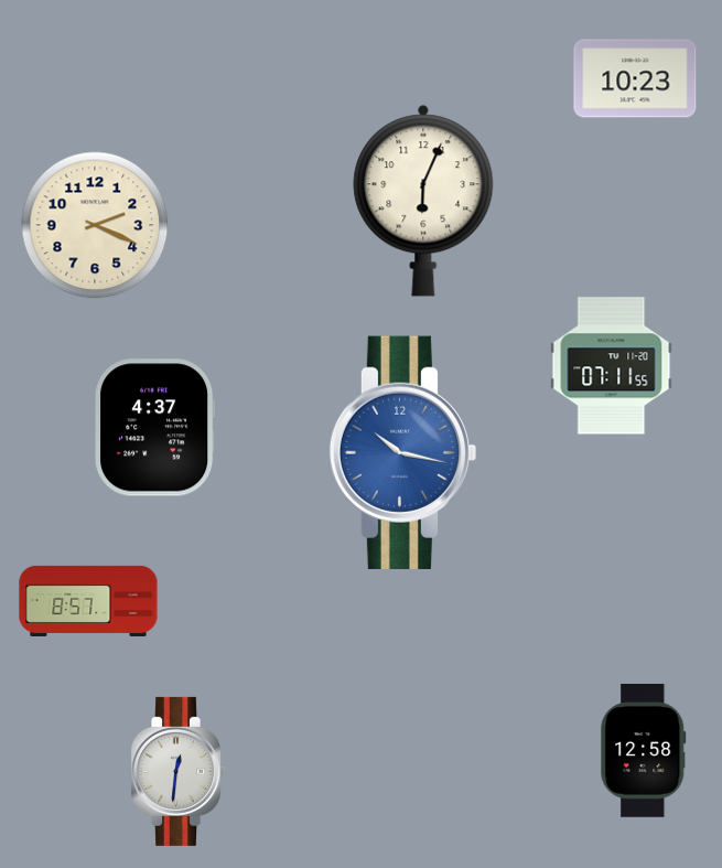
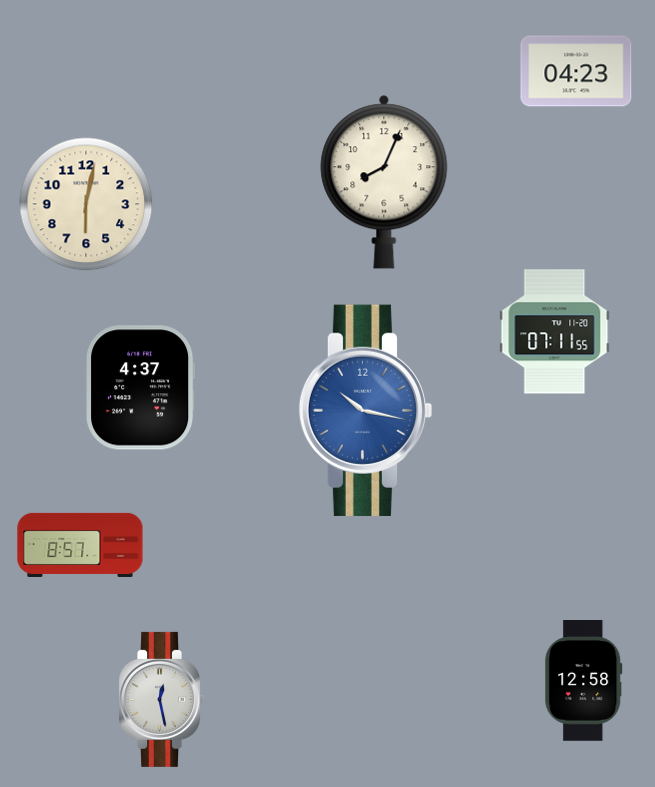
clock at (635, 78): 10:23 -> 04:23
clock at (423, 201): 6:04 -> 8:04
clock at (95, 225): 2:19 -> 6:02
clock at (177, 771): 12:31 -> 12:28
